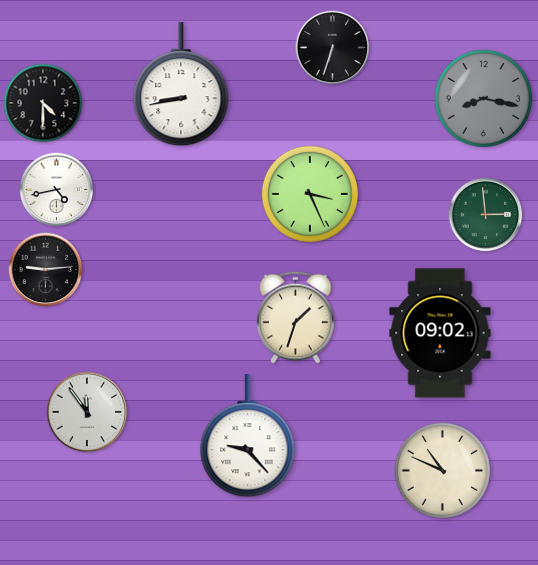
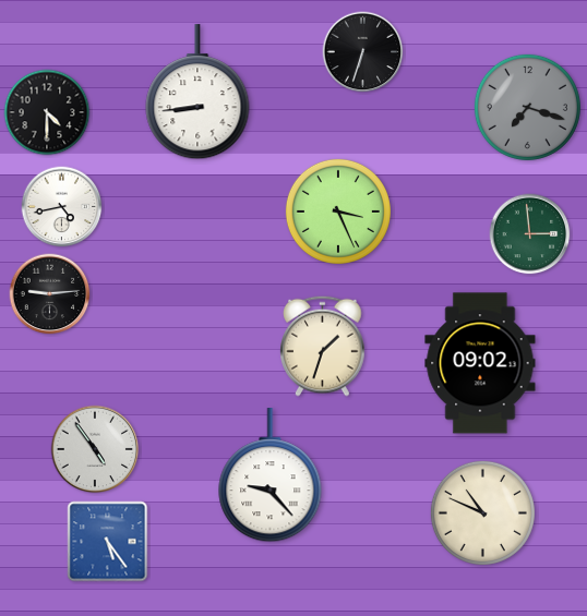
clock at (181, 85): 8:43 -> 8:44
clock at (483, 98): 8:17 -> 7:18
clock at (87, 412): 11:54 -> 4:54
clock at (108, 542): none -> 5:24
